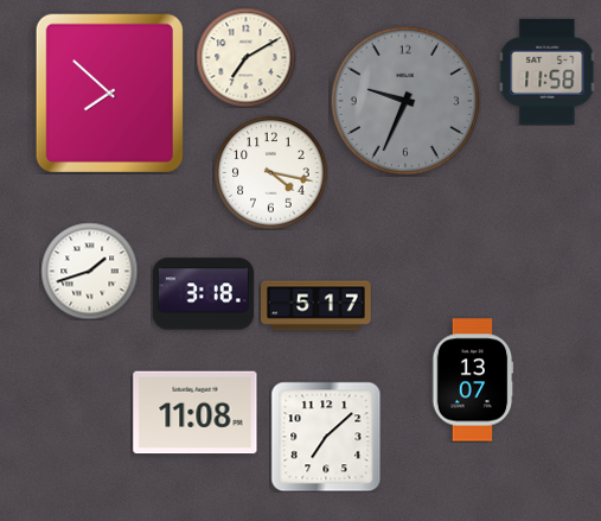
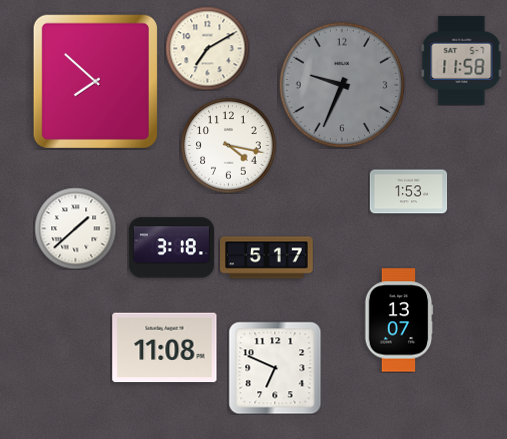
clock at (109, 93) position: (109, 93) -> (95, 81)
clock at (408, 192): none -> 1:53
clock at (89, 271): 1:42 -> 1:38
clock at (326, 437): 7:08 -> 6:49
